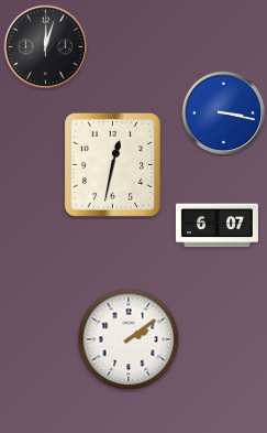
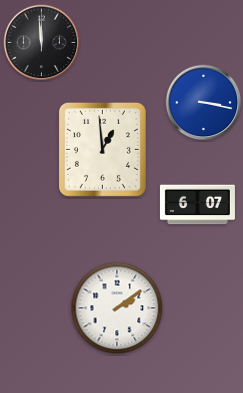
clock at (46, 47): 12:03 -> 11:59
clock at (112, 164): 12:32 -> 12:59
